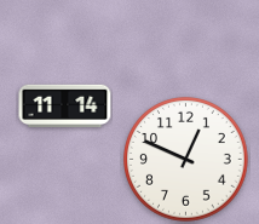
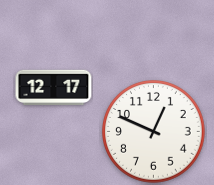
clock at (65, 105): 11:14 -> 12:17
